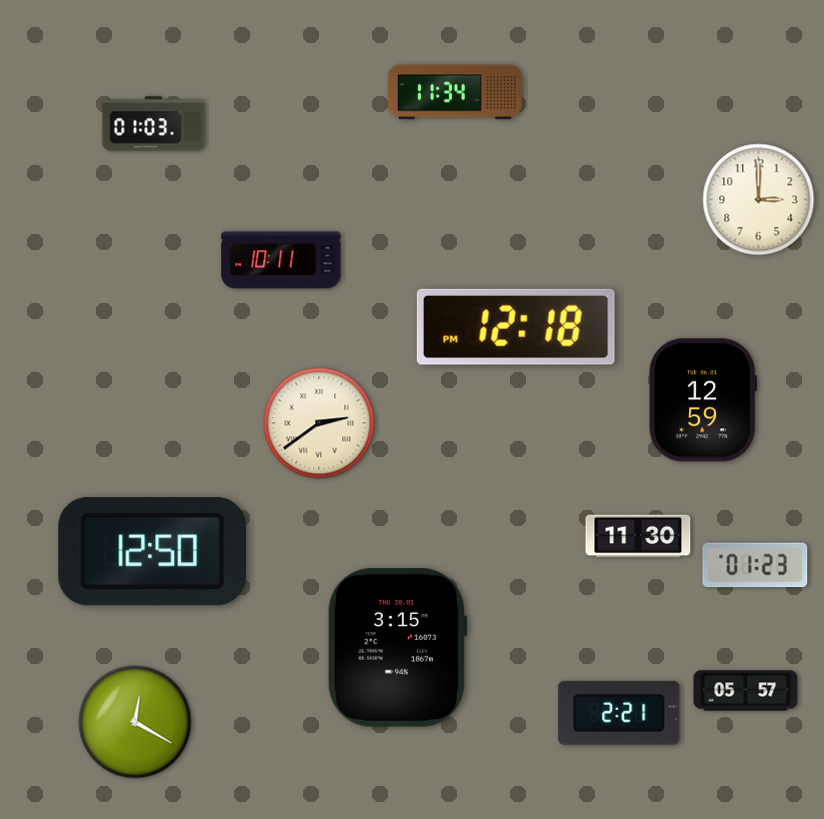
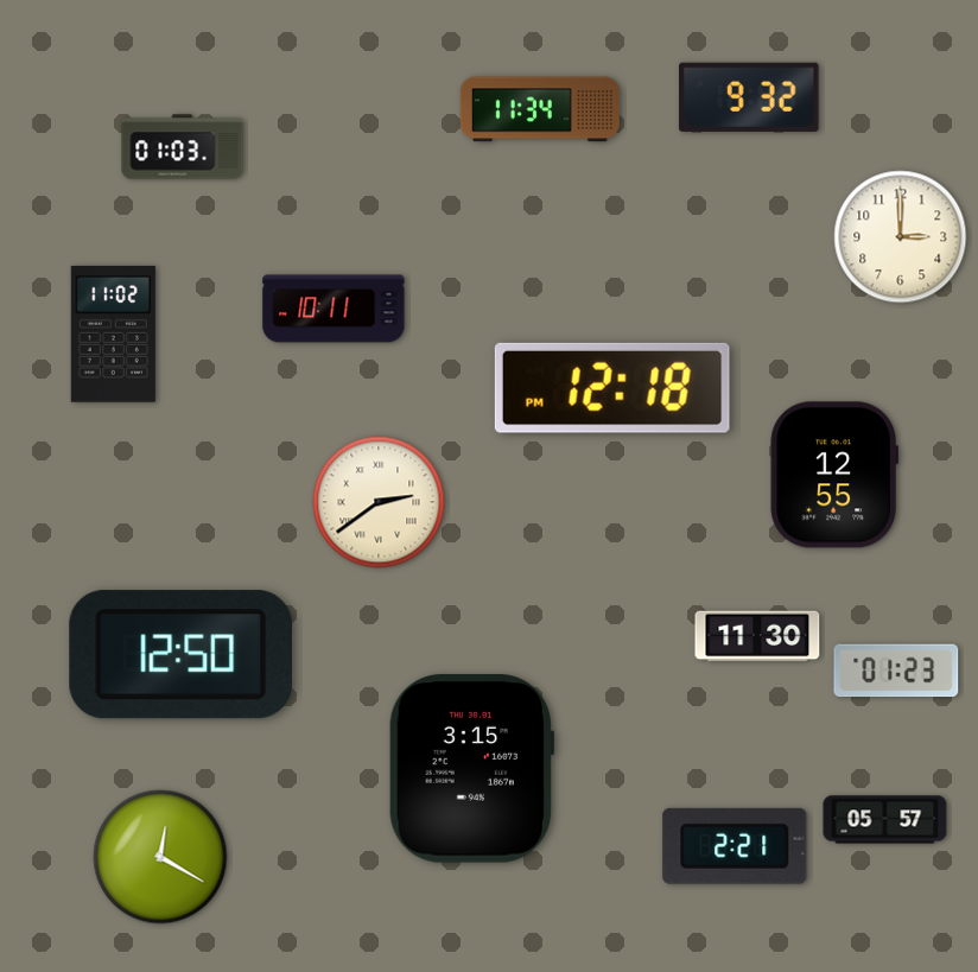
clock at (749, 97): none -> 9:32
clock at (113, 333): none -> 11:02
clock at (702, 400): 12:59 -> 12:55
